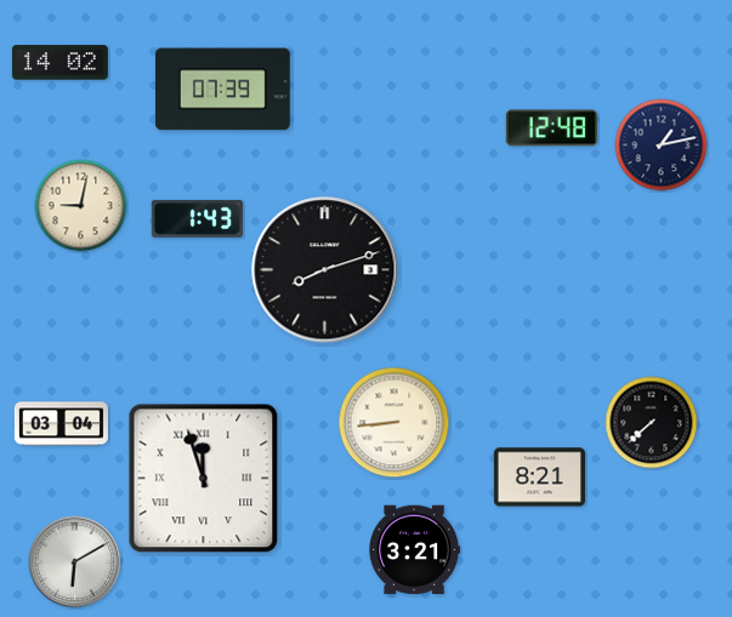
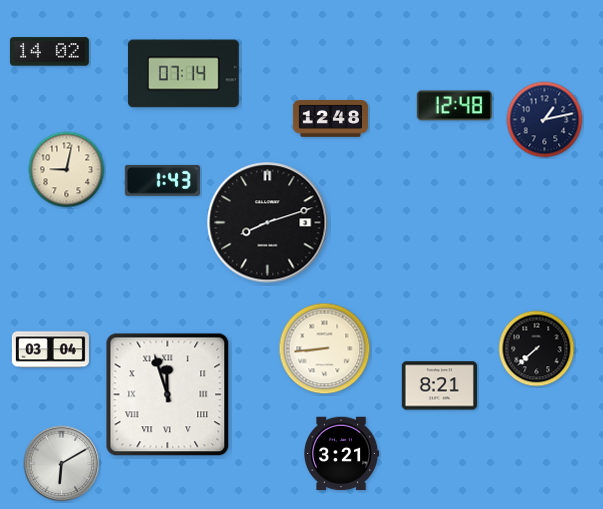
clock at (222, 90): 07:39 -> 07:14
clock at (330, 119): none -> 12:48
clock at (539, 478) position: (539, 478) -> (439, 386)
